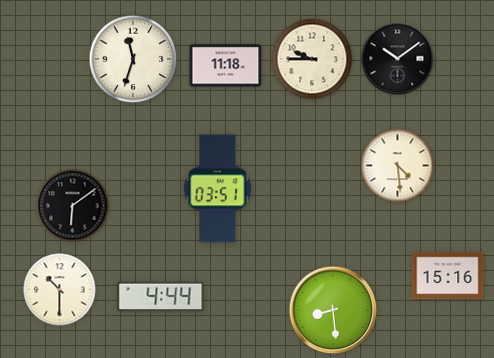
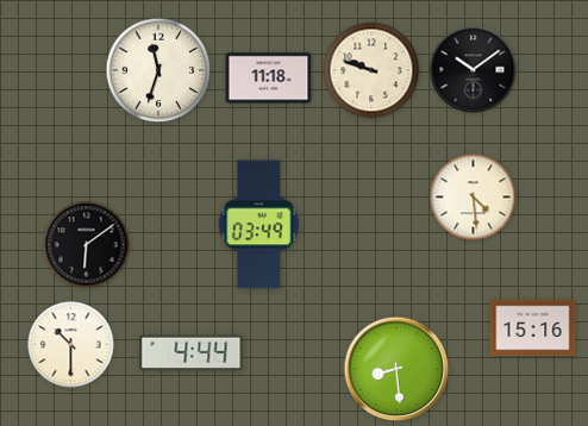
clock at (312, 59): 9:45 -> 9:48
clock at (217, 189): 03:51 -> 03:49
